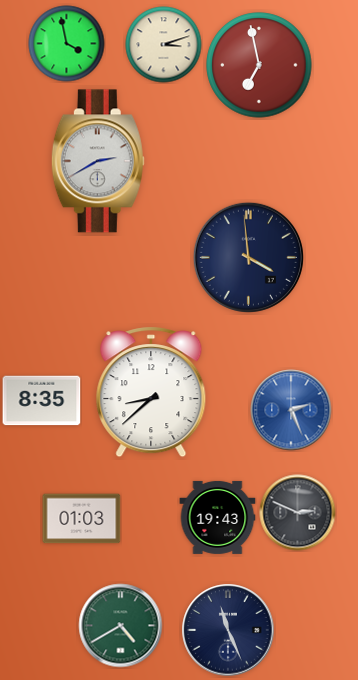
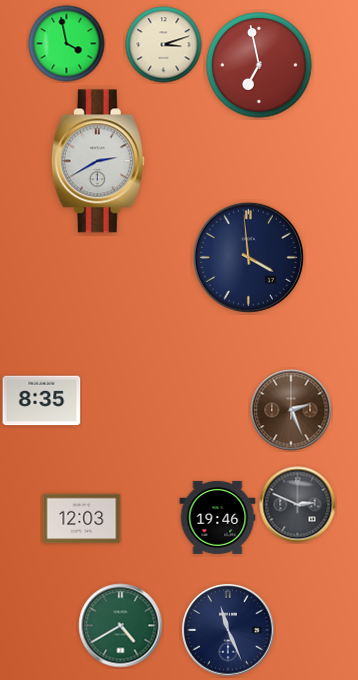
clock at (151, 392): 8:38 -> none
clock at (291, 410) dial: blue -> brown
clock at (298, 513) position: (298, 513) -> (298, 505)
clock at (218, 517): 19:43 -> 19:46
clock at (82, 519): 01:03 -> 12:03
